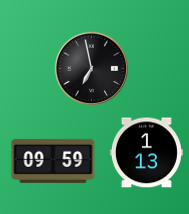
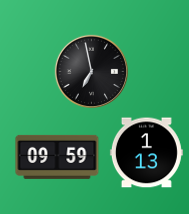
clock at (91, 68) position: (91, 68) -> (91, 71)
clock at (53, 161) position: (53, 161) -> (57, 157)
